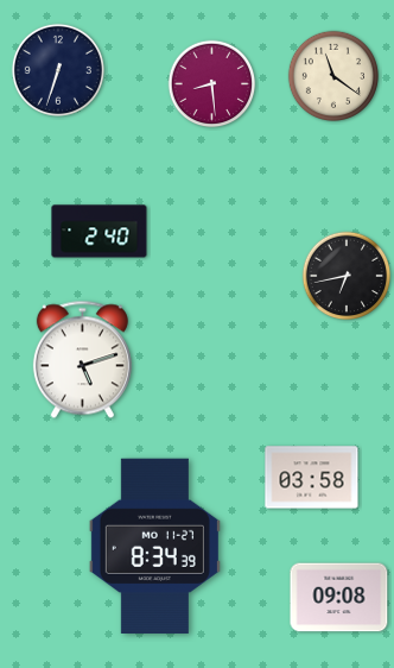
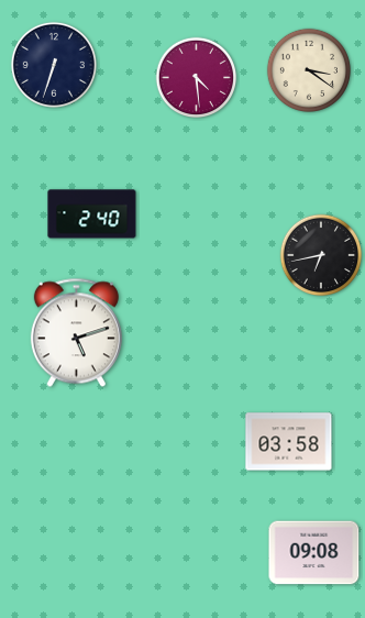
clock at (332, 75): 11:21 -> 3:21
clock at (212, 84): 8:29 -> 4:29
clock at (154, 546): 8:34 -> none
